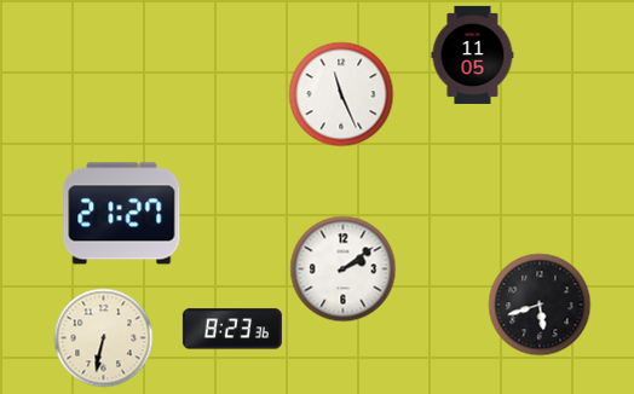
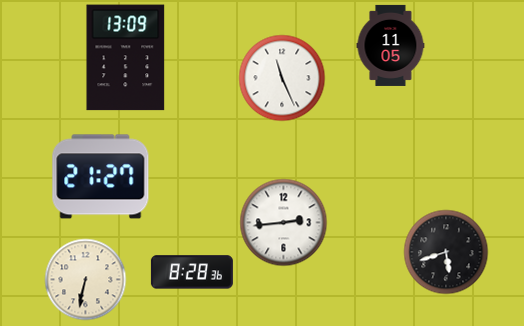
clock at (126, 58): none -> 13:09
clock at (344, 270): 2:09 -> 2:44
clock at (232, 329): 8:23 -> 8:28
